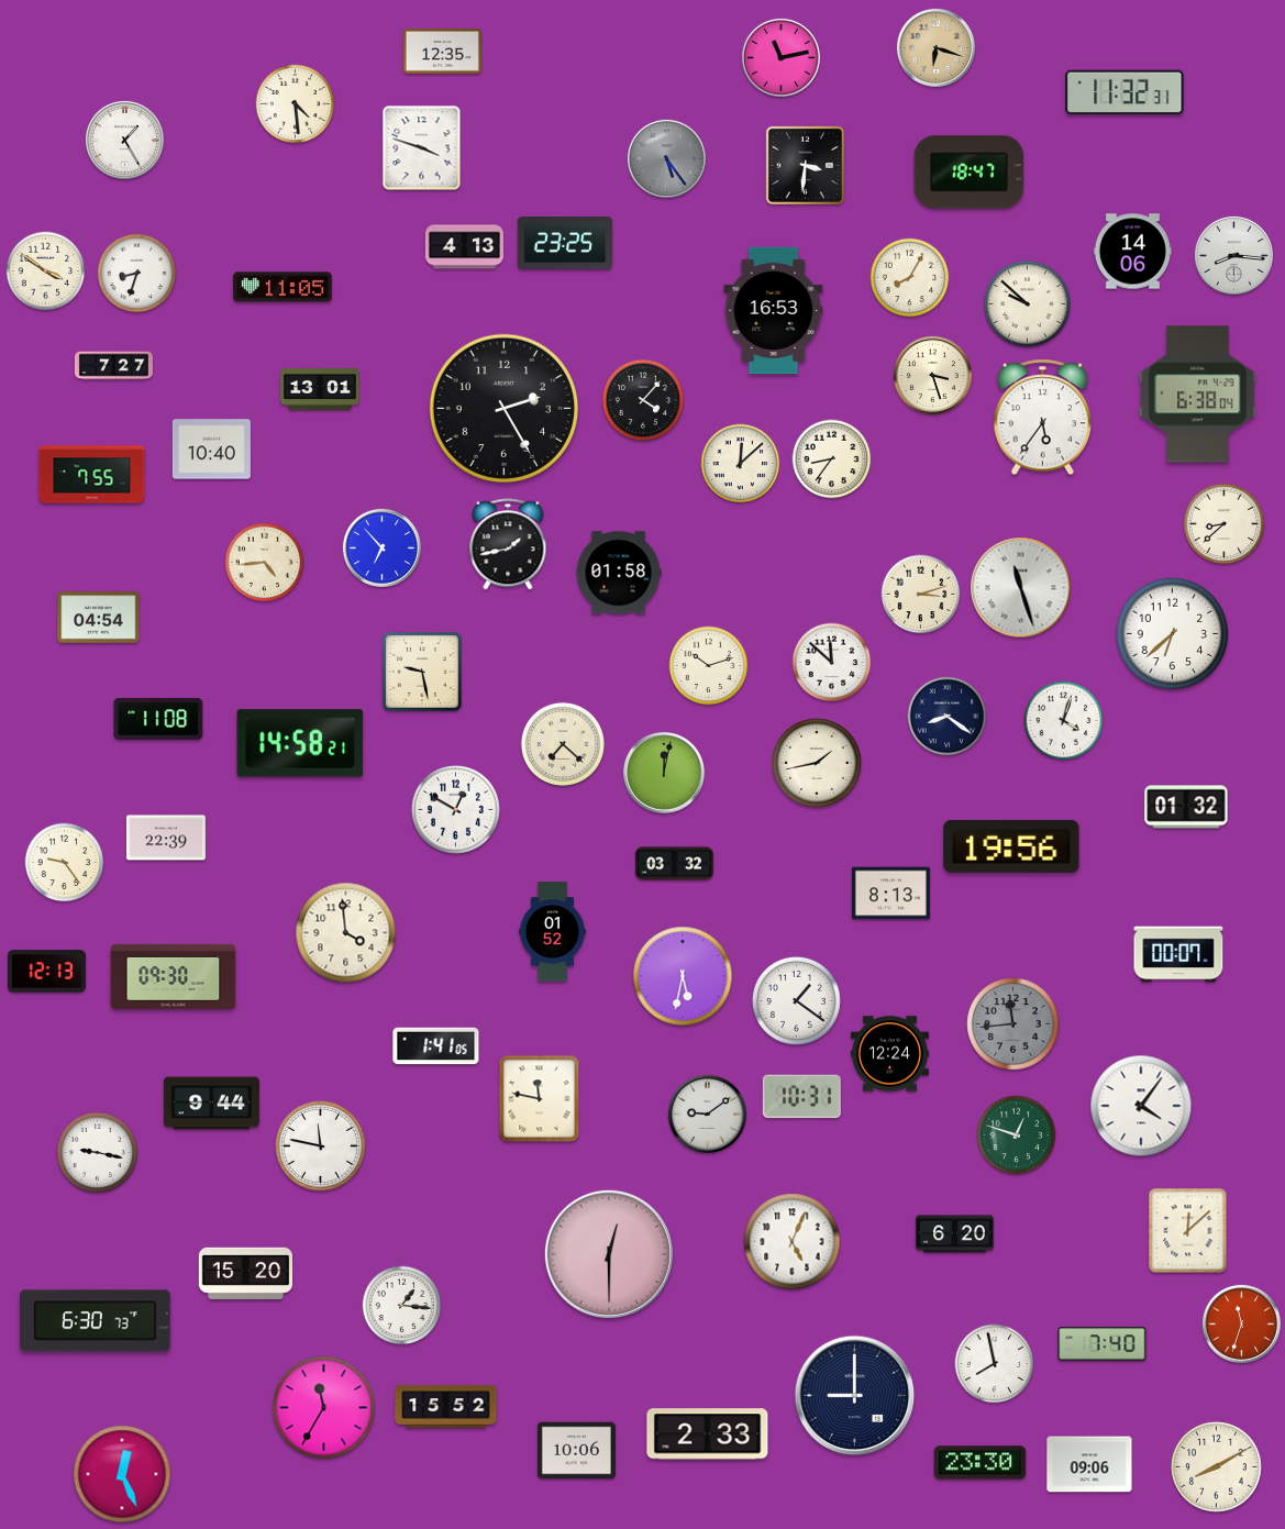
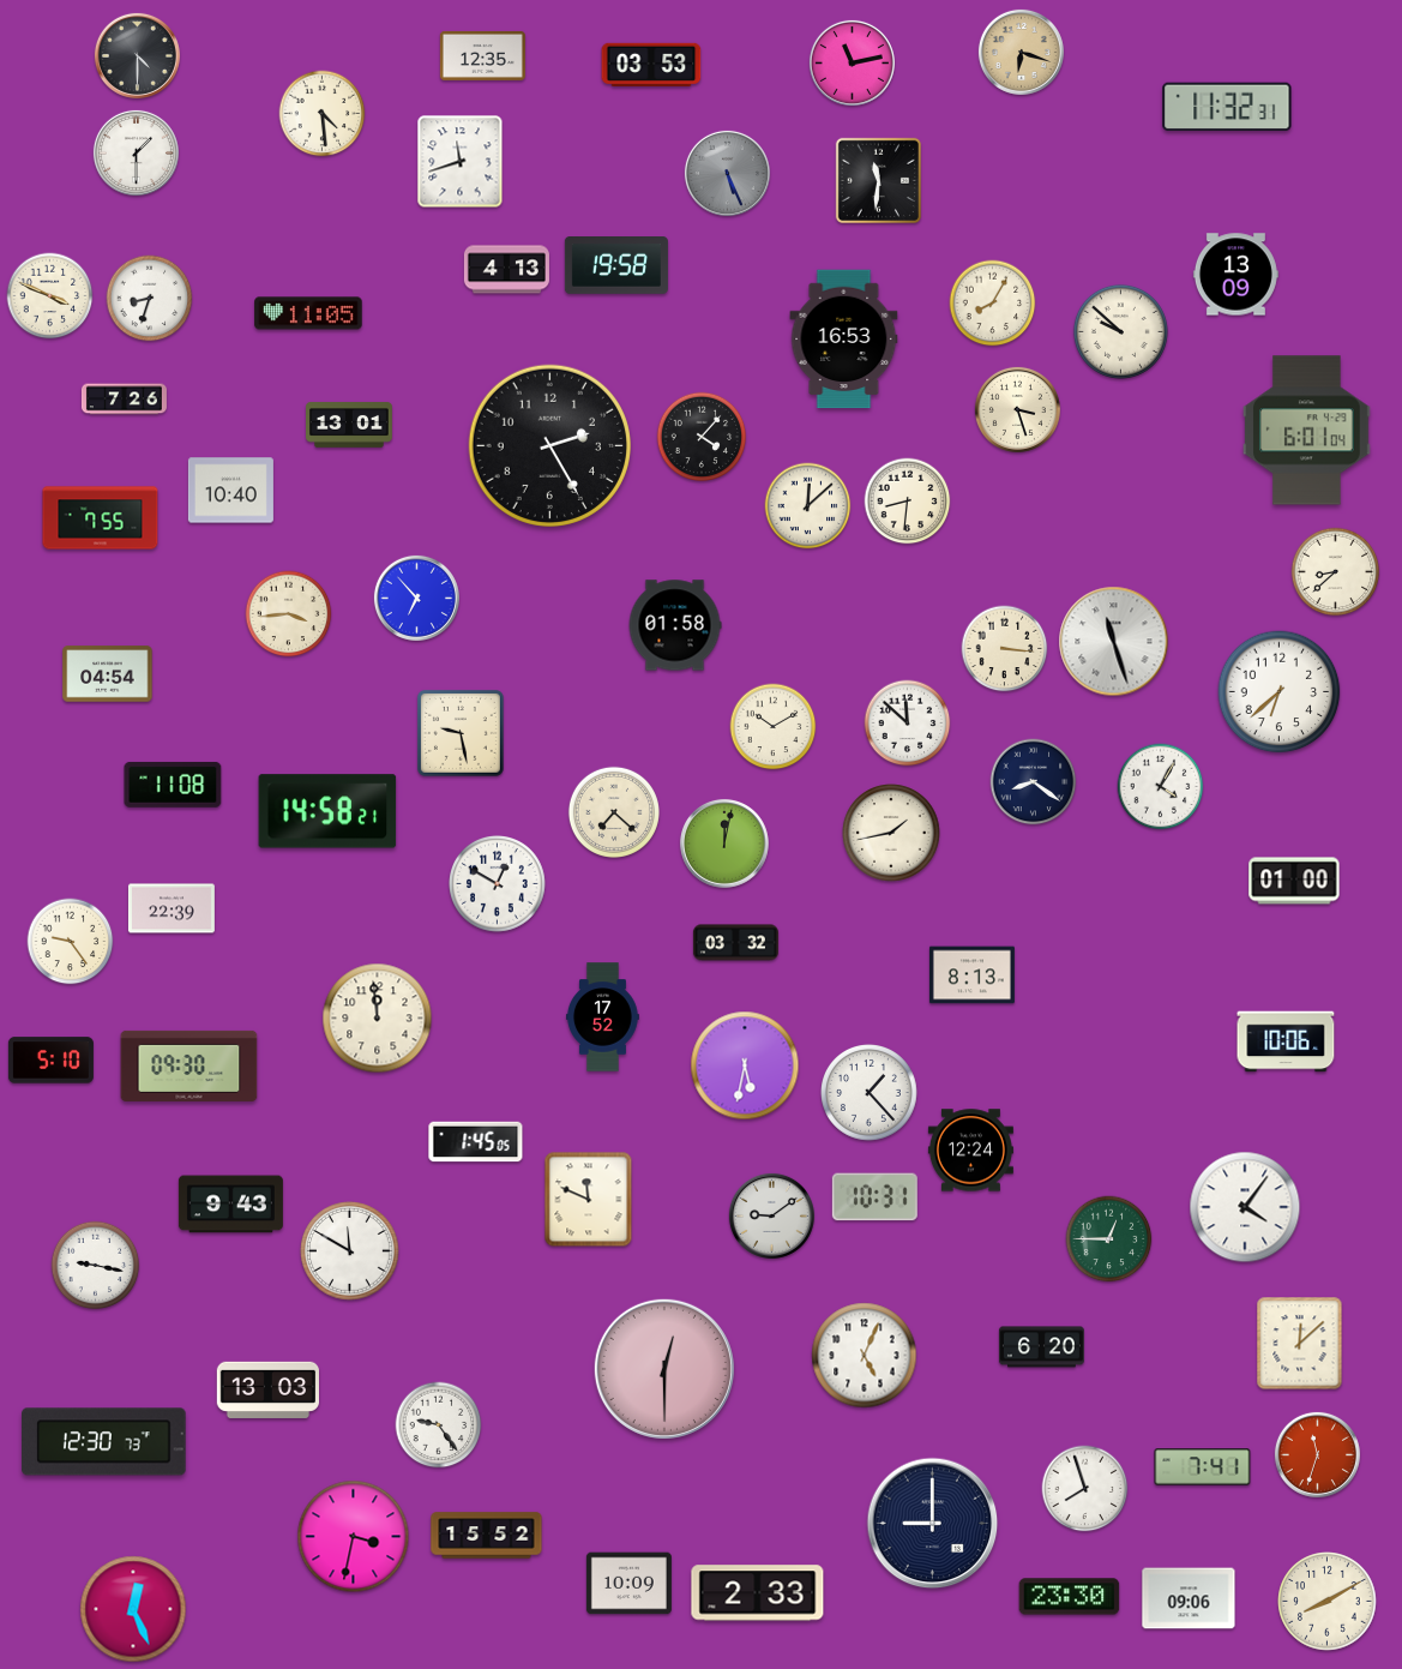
clock at (137, 55): none -> 4:30
clock at (651, 64): none -> 03:53
clock at (1125, 92) position: (1125, 92) -> (1227, 107)
clock at (124, 140): 1:25 -> 1:30
clock at (422, 148): 3:48 -> 11:42
clock at (666, 158): 5:24 -> 5:26
clock at (805, 165): 3:31 -> 11:31
clock at (970, 173): 18:47 -> none
clock at (565, 244): 23:25 -> 19:58
clock at (1132, 252): 14:06 -> 13:09
clock at (1233, 255): 8:16 -> none
clock at (46, 272): 3:51 -> 3:49
clock at (113, 366): 7:27 -> 7:26
clock at (1198, 395): 6:38 -> 6:01
clock at (1042, 418): 5:36 -> none
clock at (832, 459): 8:36 -> 8:31
clock at (508, 544): 1:43 -> none
clock at (265, 563): 4:44 -> 3:44
clock at (921, 595): 3:12 -> 3:16
clock at (709, 666): 10:12 -> 10:10
clock at (1064, 721): 4:03 -> 4:05
clock at (1186, 807): 01:32 -> 01:00
clock at (166, 838) position: (166, 838) -> (172, 908)
clock at (1011, 846): 19:56 -> none
clock at (552, 932): 01:52 -> 17:52
clock at (346, 933): 3:59 -> 11:59
clock at (1178, 954): 00:07 -> 10:06
clock at (46, 972): 12:13 -> 5:10
clock at (797, 1001): 1:21 -> 1:23
clock at (1013, 1024): 11:44 -> none
clock at (436, 1046): 1:41 -> 1:45
clock at (540, 1099): 11:47 -> 11:49
clock at (211, 1104): 9:44 -> 9:43
clock at (1017, 1135): 12:48 -> 12:45
clock at (321, 1146): 11:47 -> 11:50
clock at (98, 1153) position: (98, 1153) -> (96, 1266)
clock at (1188, 1231) position: (1188, 1231) -> (1300, 1344)
clock at (245, 1273): 15:20 -> 13:03
clock at (402, 1306): 1:16 -> 9:24
clock at (96, 1321): 6:30 -> 12:30
clock at (1241, 1323) position: (1241, 1323) -> (1317, 1454)
clock at (1103, 1344): 7:40 -> 7:41
clock at (995, 1364): 7:58 -> 7:57
clock at (324, 1408): 11:35 -> 3:32
clock at (708, 1434) position: (708, 1434) -> (758, 1593)
clock at (576, 1451): 10:06 -> 10:09
